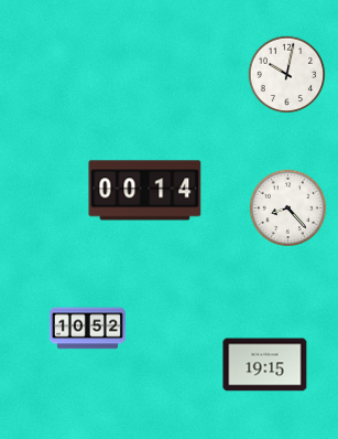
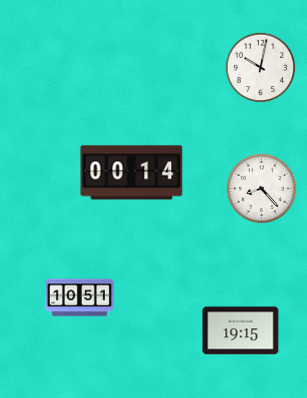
clock at (87, 329): 10:52 -> 10:51
